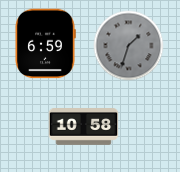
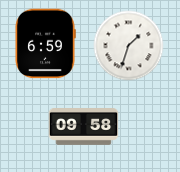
clock at (129, 46) dial: grey -> white
clock at (84, 127): 10:58 -> 09:58
